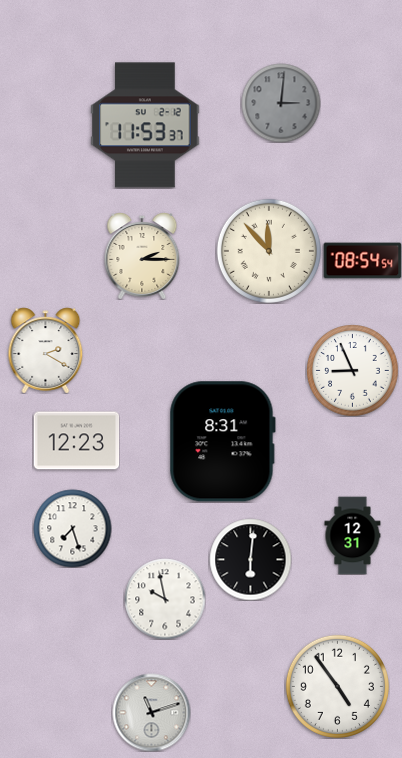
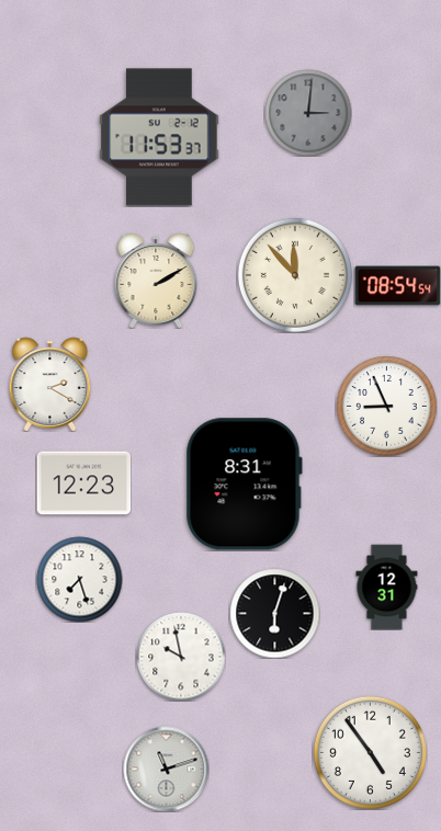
clock at (142, 256): 2:15 -> 2:10
clock at (250, 559): 6:01 -> 6:03
clock at (151, 712) position: (151, 712) -> (166, 769)
